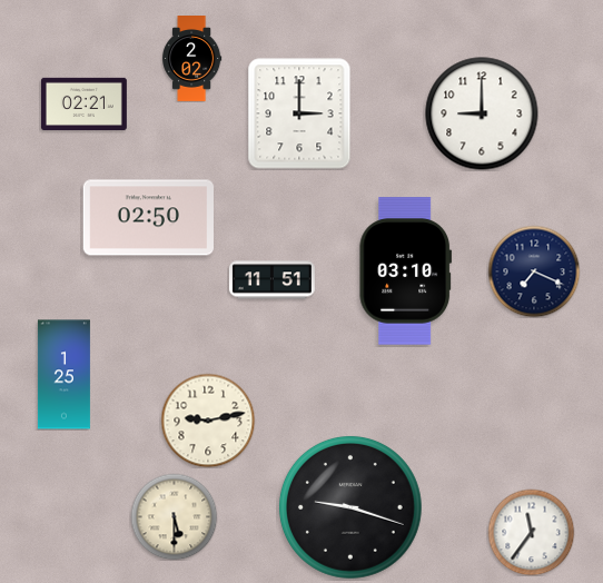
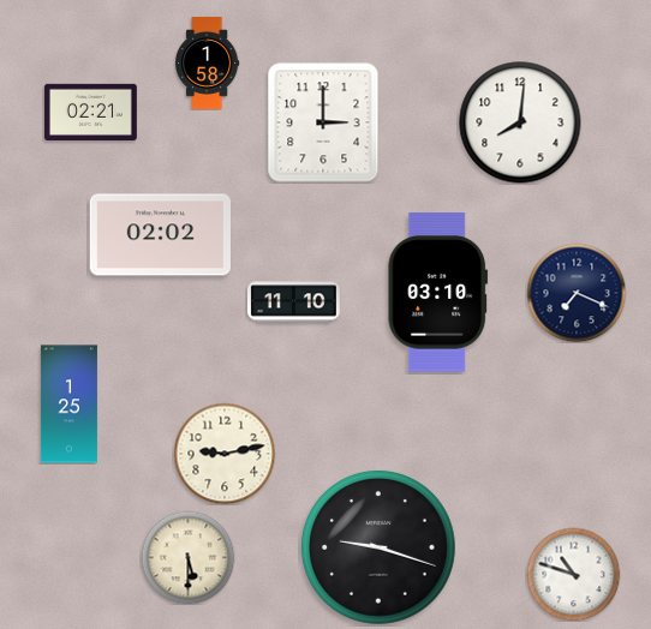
clock at (192, 59): 2:02 -> 1:58
clock at (482, 113): 9:00 -> 8:01
clock at (148, 218): 02:50 -> 02:02
clock at (271, 280): 11:51 -> 11:10
clock at (531, 532): 11:36 -> 10:48
